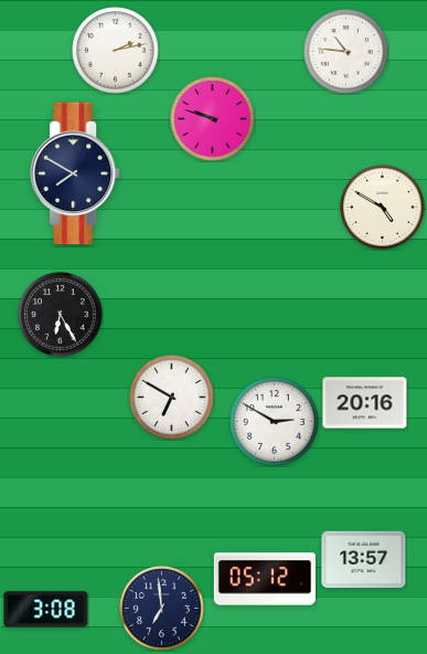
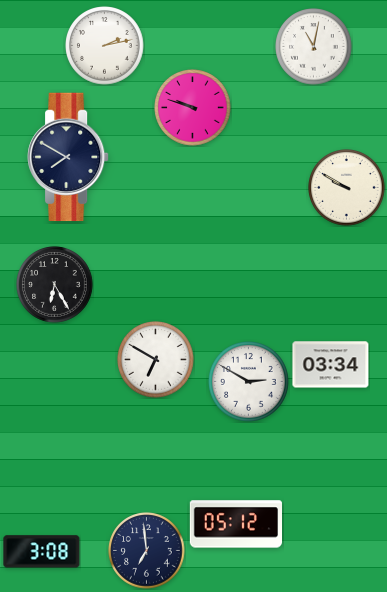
clock at (346, 52): 10:46 -> 11:02
clock at (383, 208): 4:50 -> 9:50
clock at (365, 403): 20:16 -> 03:34
clock at (364, 560): 13:57 -> none
clock at (264, 579) position: (264, 579) -> (235, 524)
